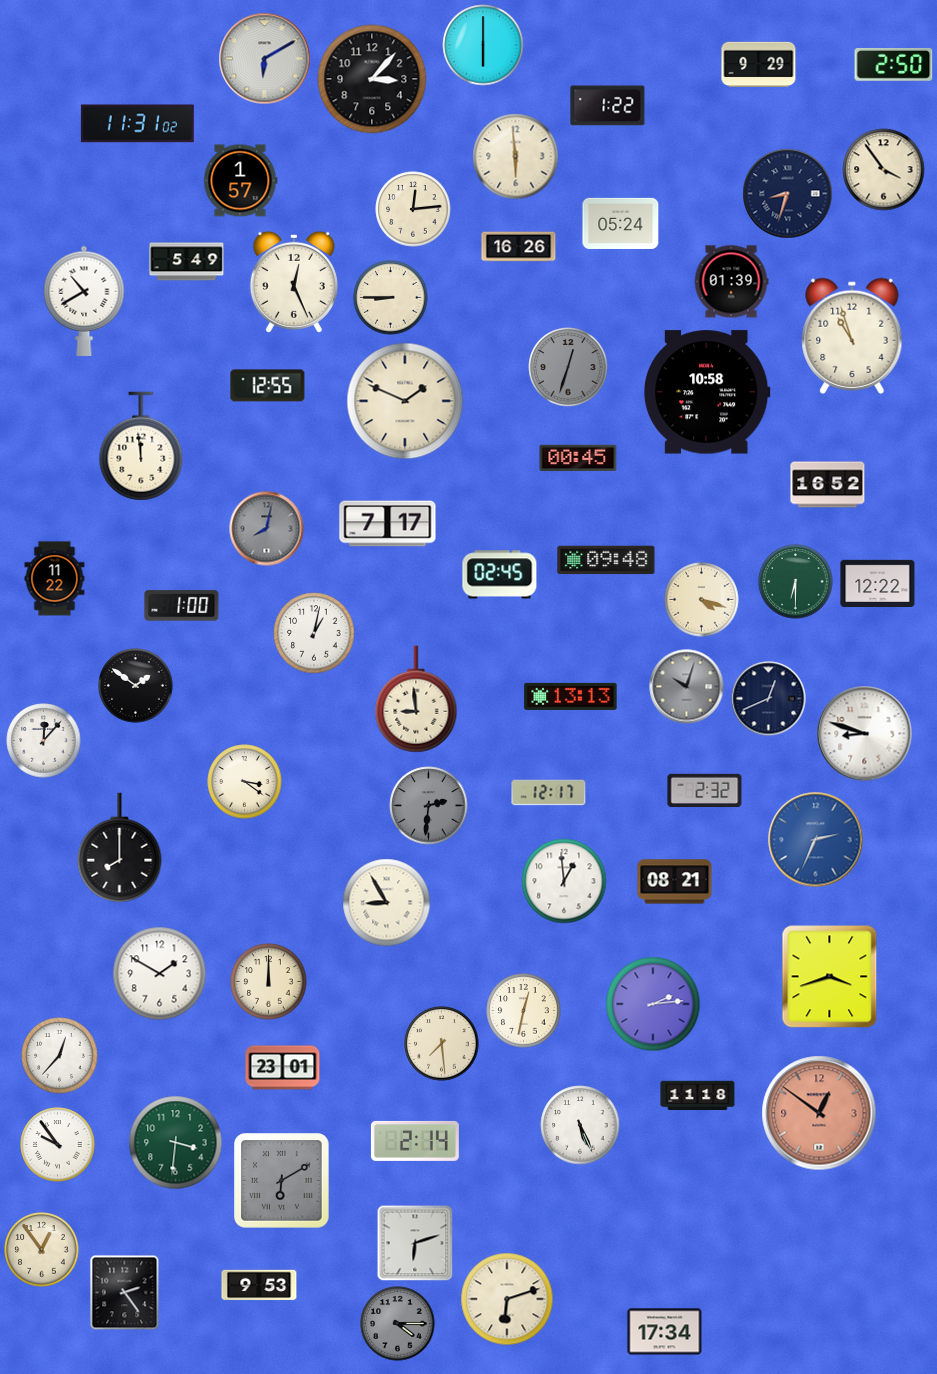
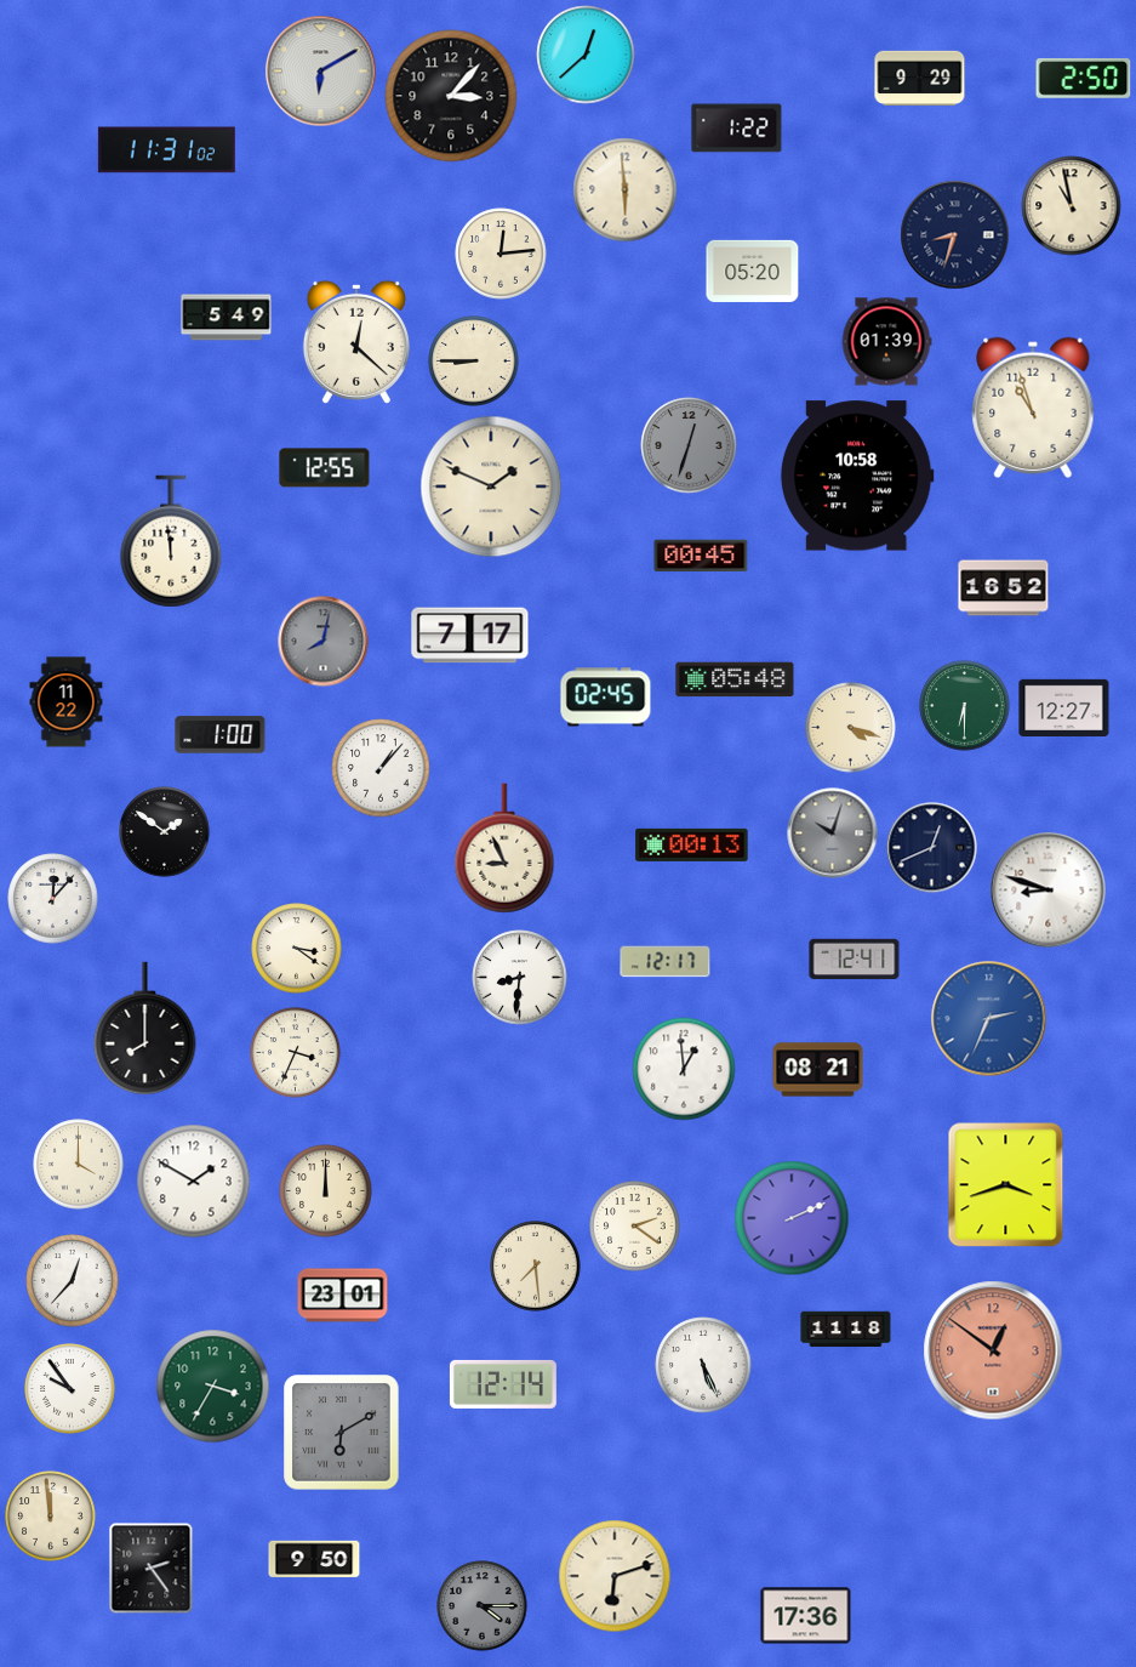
clock at (483, 45): 6:00 -> 12:38
clock at (884, 170): 3:54 -> 10:58
clock at (240, 181): 1:57 -> none
clock at (621, 223): 05:24 -> 05:20
clock at (519, 247): 16:26 -> none
clock at (294, 282): 12:26 -> 12:22
clock at (84, 301): 10:40 -> none
clock at (606, 560): 09:48 -> 05:48
clock at (878, 583): 12:22 -> 12:27
clock at (314, 633): 1:02 -> 1:07
clock at (571, 696): 13:13 -> 00:13
clock at (416, 699): 8:59 -> 8:56
clock at (705, 791): 2:32 -> 12:41
clock at (429, 806): 2:31 -> 8:31
clock at (429, 806) dial: grey -> white
clock at (296, 1053): none -> 3:34
clock at (387, 903): 8:55 -> none
clock at (79, 1165): none -> 4:00
clock at (653, 1004): 2:14 -> 2:11
clock at (524, 1011): 12:32 -> 2:21
clock at (415, 1141): 2:14 -> 12:14
clock at (176, 1143): 3:31 -> 3:35
clock at (415, 1243): 6:12 -> none
clock at (42, 1250): 12:54 -> 11:59
clock at (259, 1285): 9:53 -> 9:50
clock at (665, 1332): 17:34 -> 17:36
